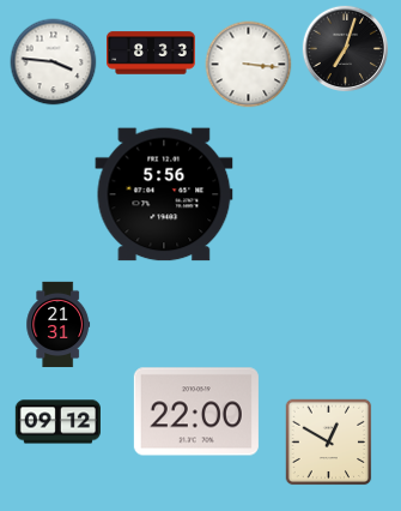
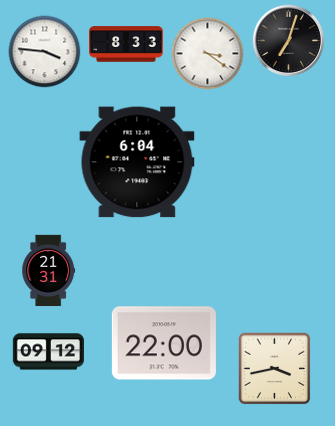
clock at (249, 65): 3:16 -> 3:21
clock at (164, 194): 5:56 -> 6:04
clock at (329, 443): 12:50 -> 3:43
